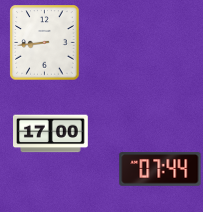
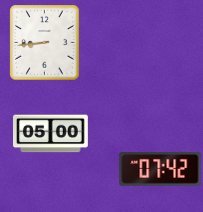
clock at (51, 134): 17:00 -> 05:00
clock at (160, 169): 07:44 -> 07:42
